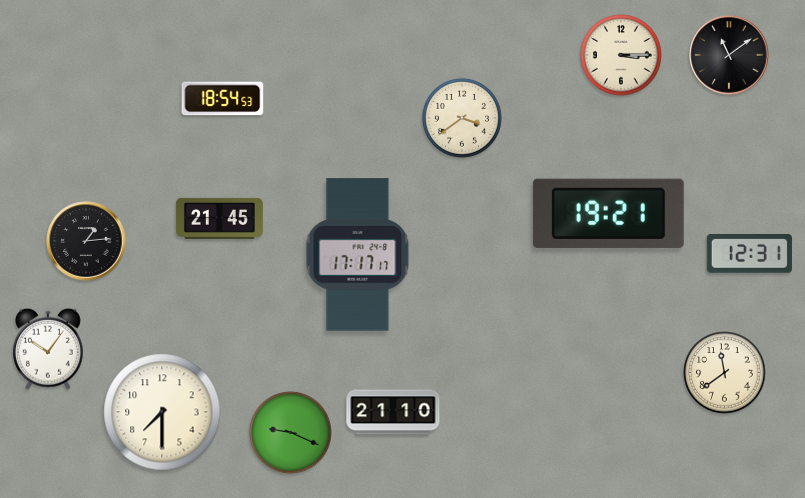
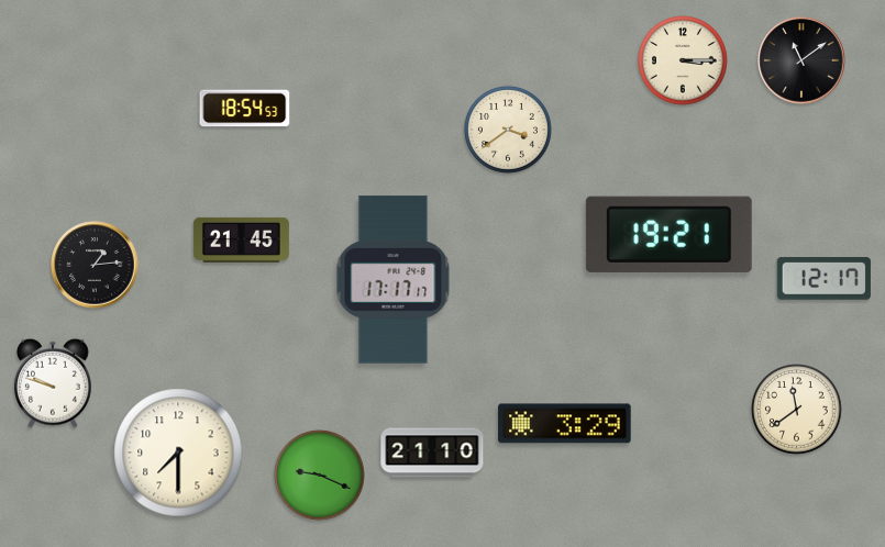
clock at (749, 254): 12:31 -> 12:17
clock at (49, 349): 10:06 -> 9:48
clock at (565, 424): none -> 3:29
